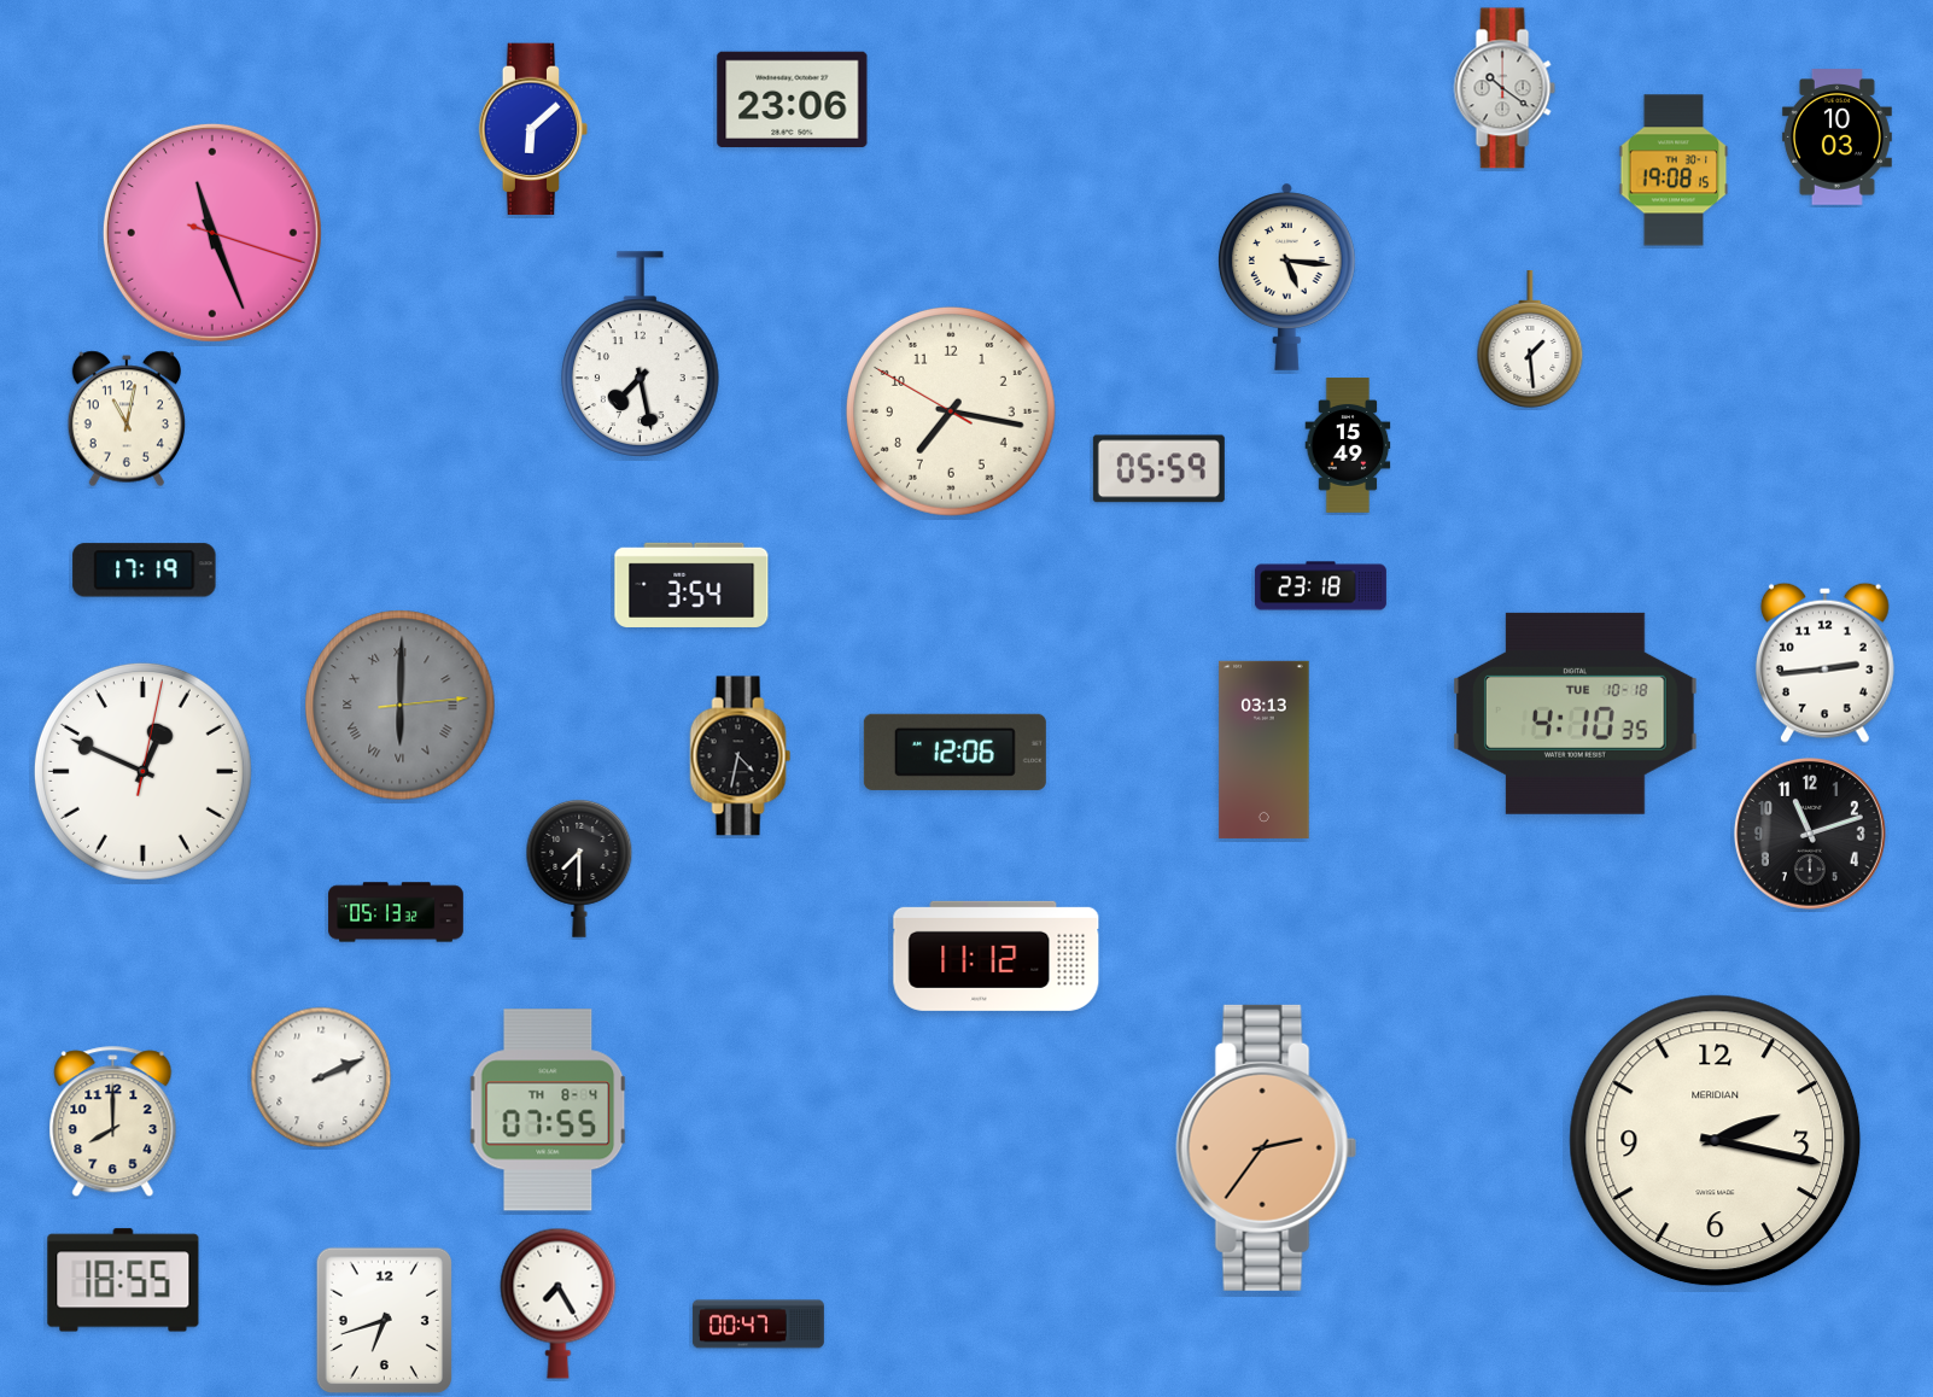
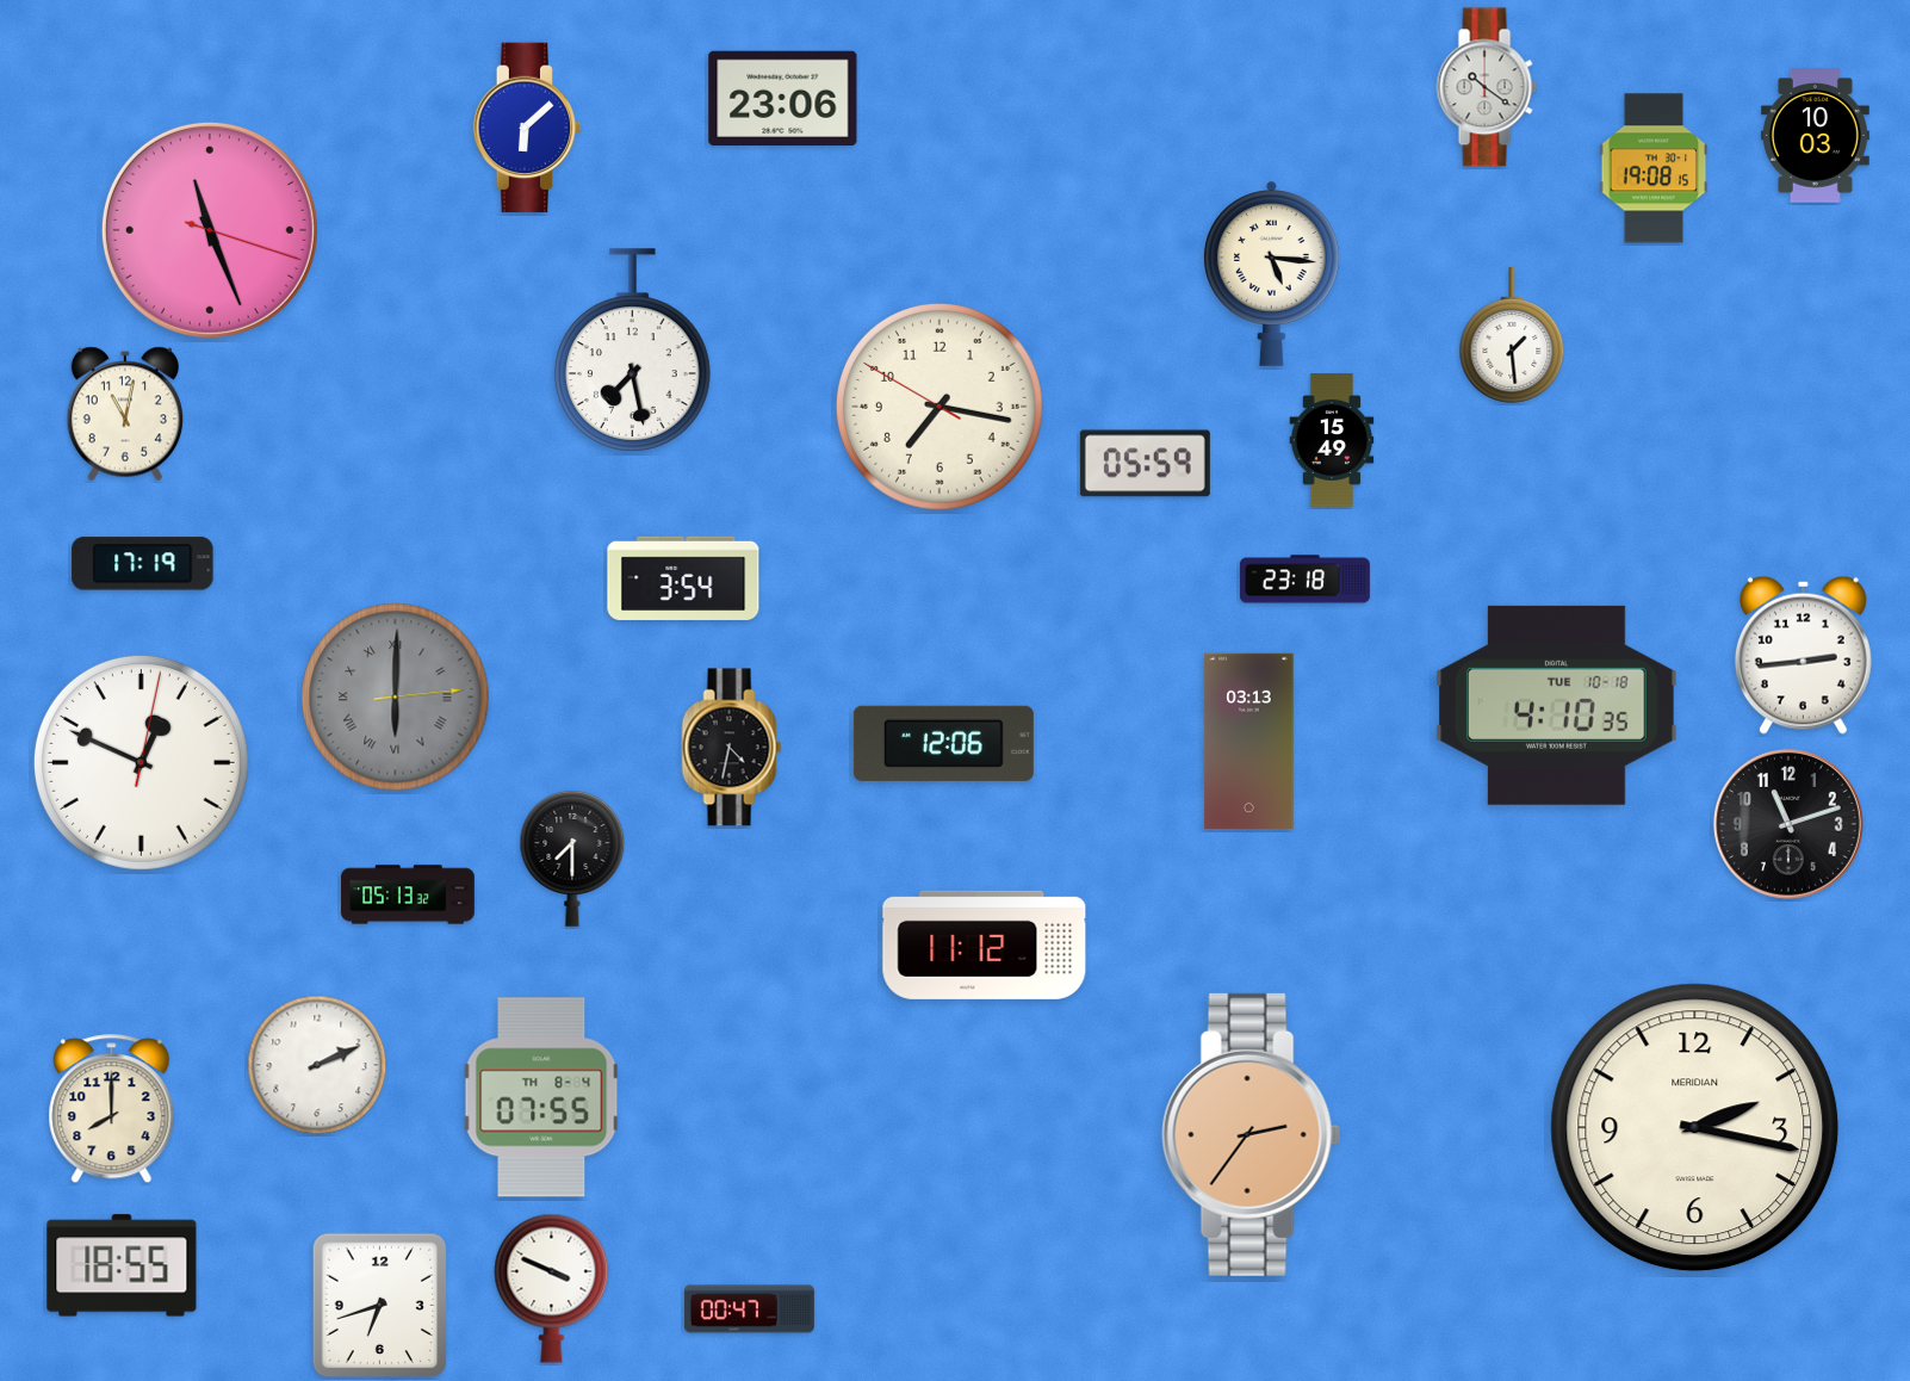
clock at (396, 912) position: (396, 912) -> (408, 894)
clock at (559, 1303): 7:25 -> 3:49
